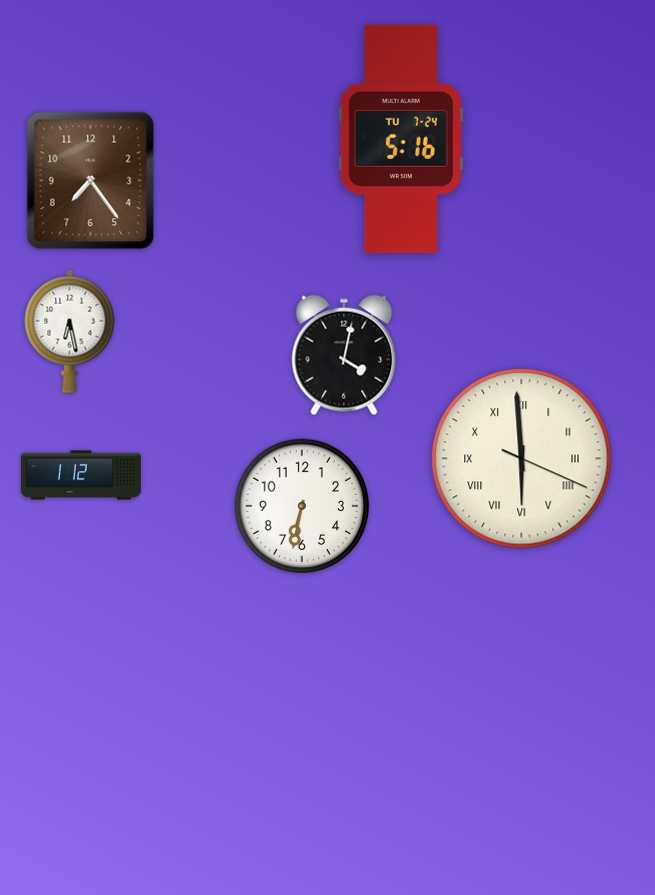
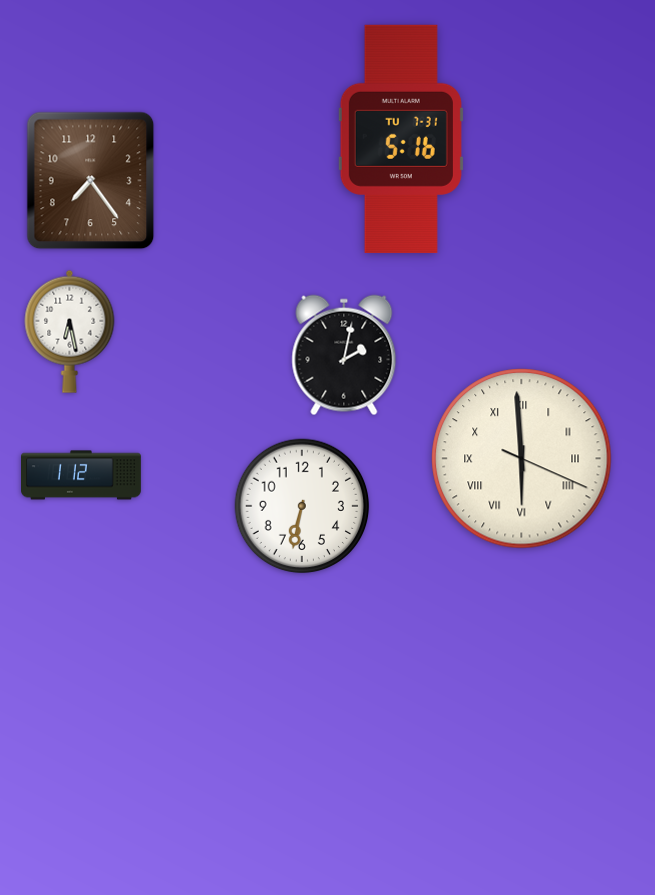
clock at (401, 139) date: TU 7-24 -> TU 7-31
clock at (344, 355): 4:02 -> 2:02
